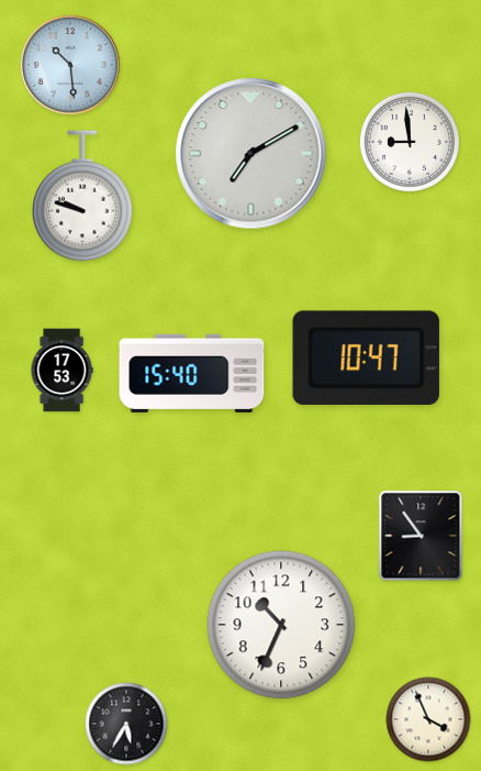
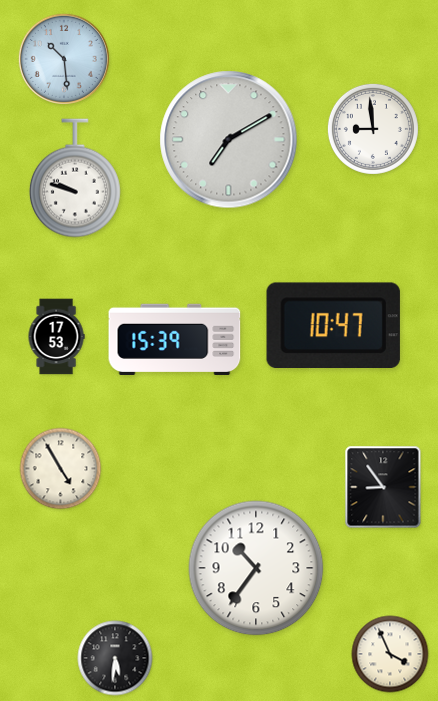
clock at (192, 373): 15:40 -> 15:39
clock at (61, 469): none -> 4:55
clock at (281, 625): 10:34 -> 10:36
clock at (126, 724): 5:35 -> 5:31
